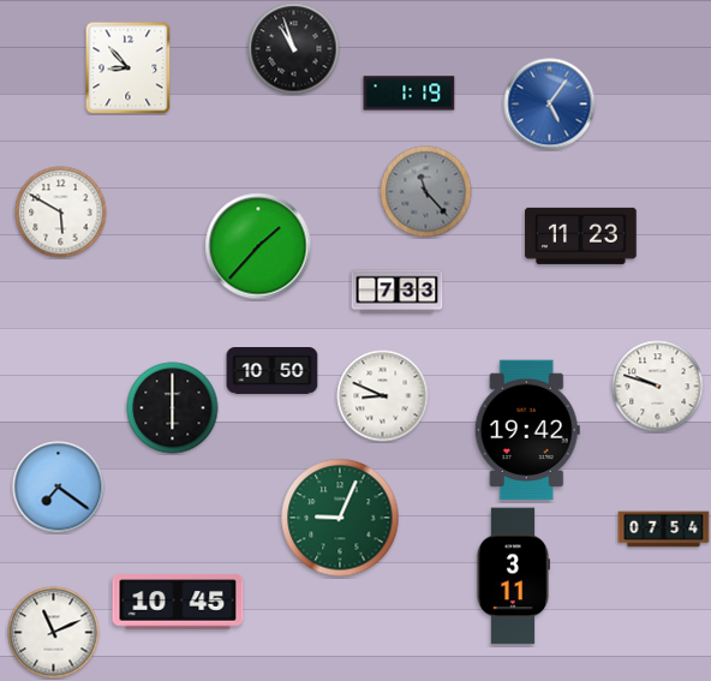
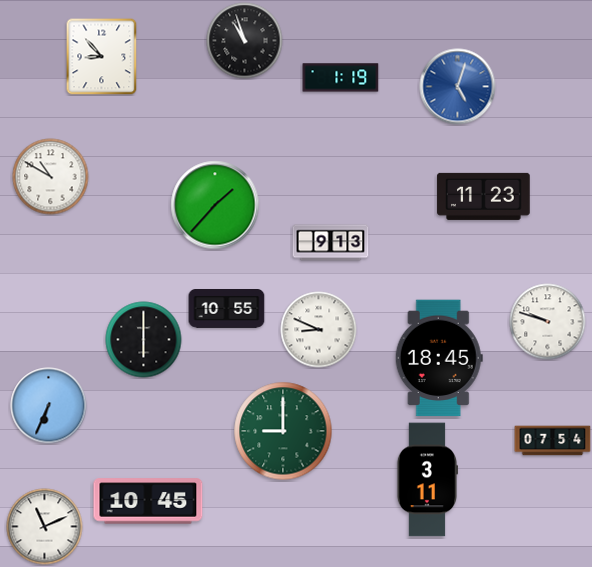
clock at (129, 67) position: (129, 67) -> (102, 56)
clock at (550, 104): 5:06 -> 5:03
clock at (426, 192): 11:23 -> none
clock at (61, 213): 5:50 -> 10:50
clock at (398, 292): 7:33 -> 9:13
clock at (273, 371): 10:50 -> 10:55
clock at (527, 430): 19:42 -> 18:45
clock at (59, 488): 7:21 -> 6:34
clock at (340, 518): 9:04 -> 9:00
